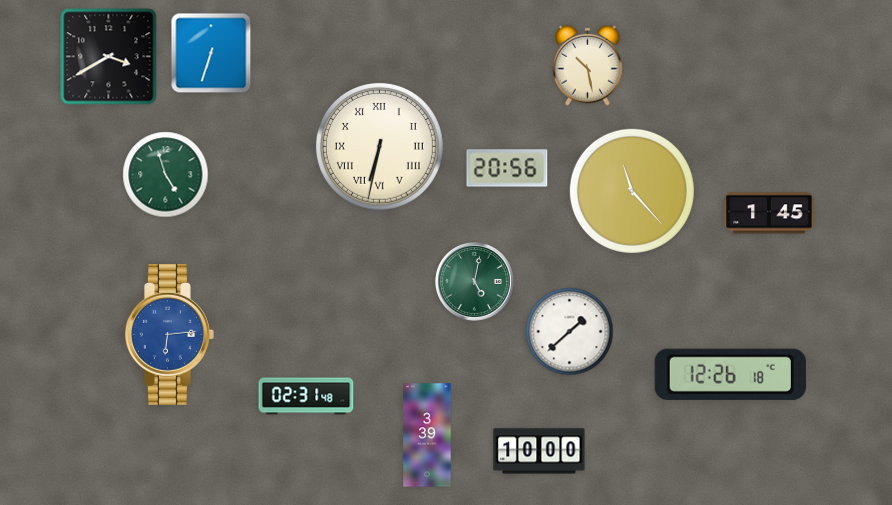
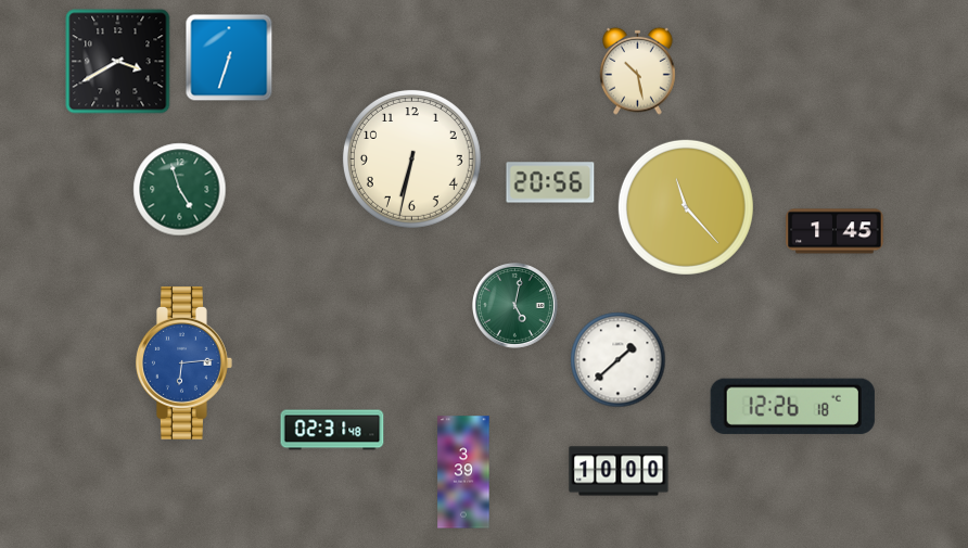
clock at (379, 146) numerals: Roman -> Arabic
clock at (539, 451) position: (539, 451) -> (619, 471)
